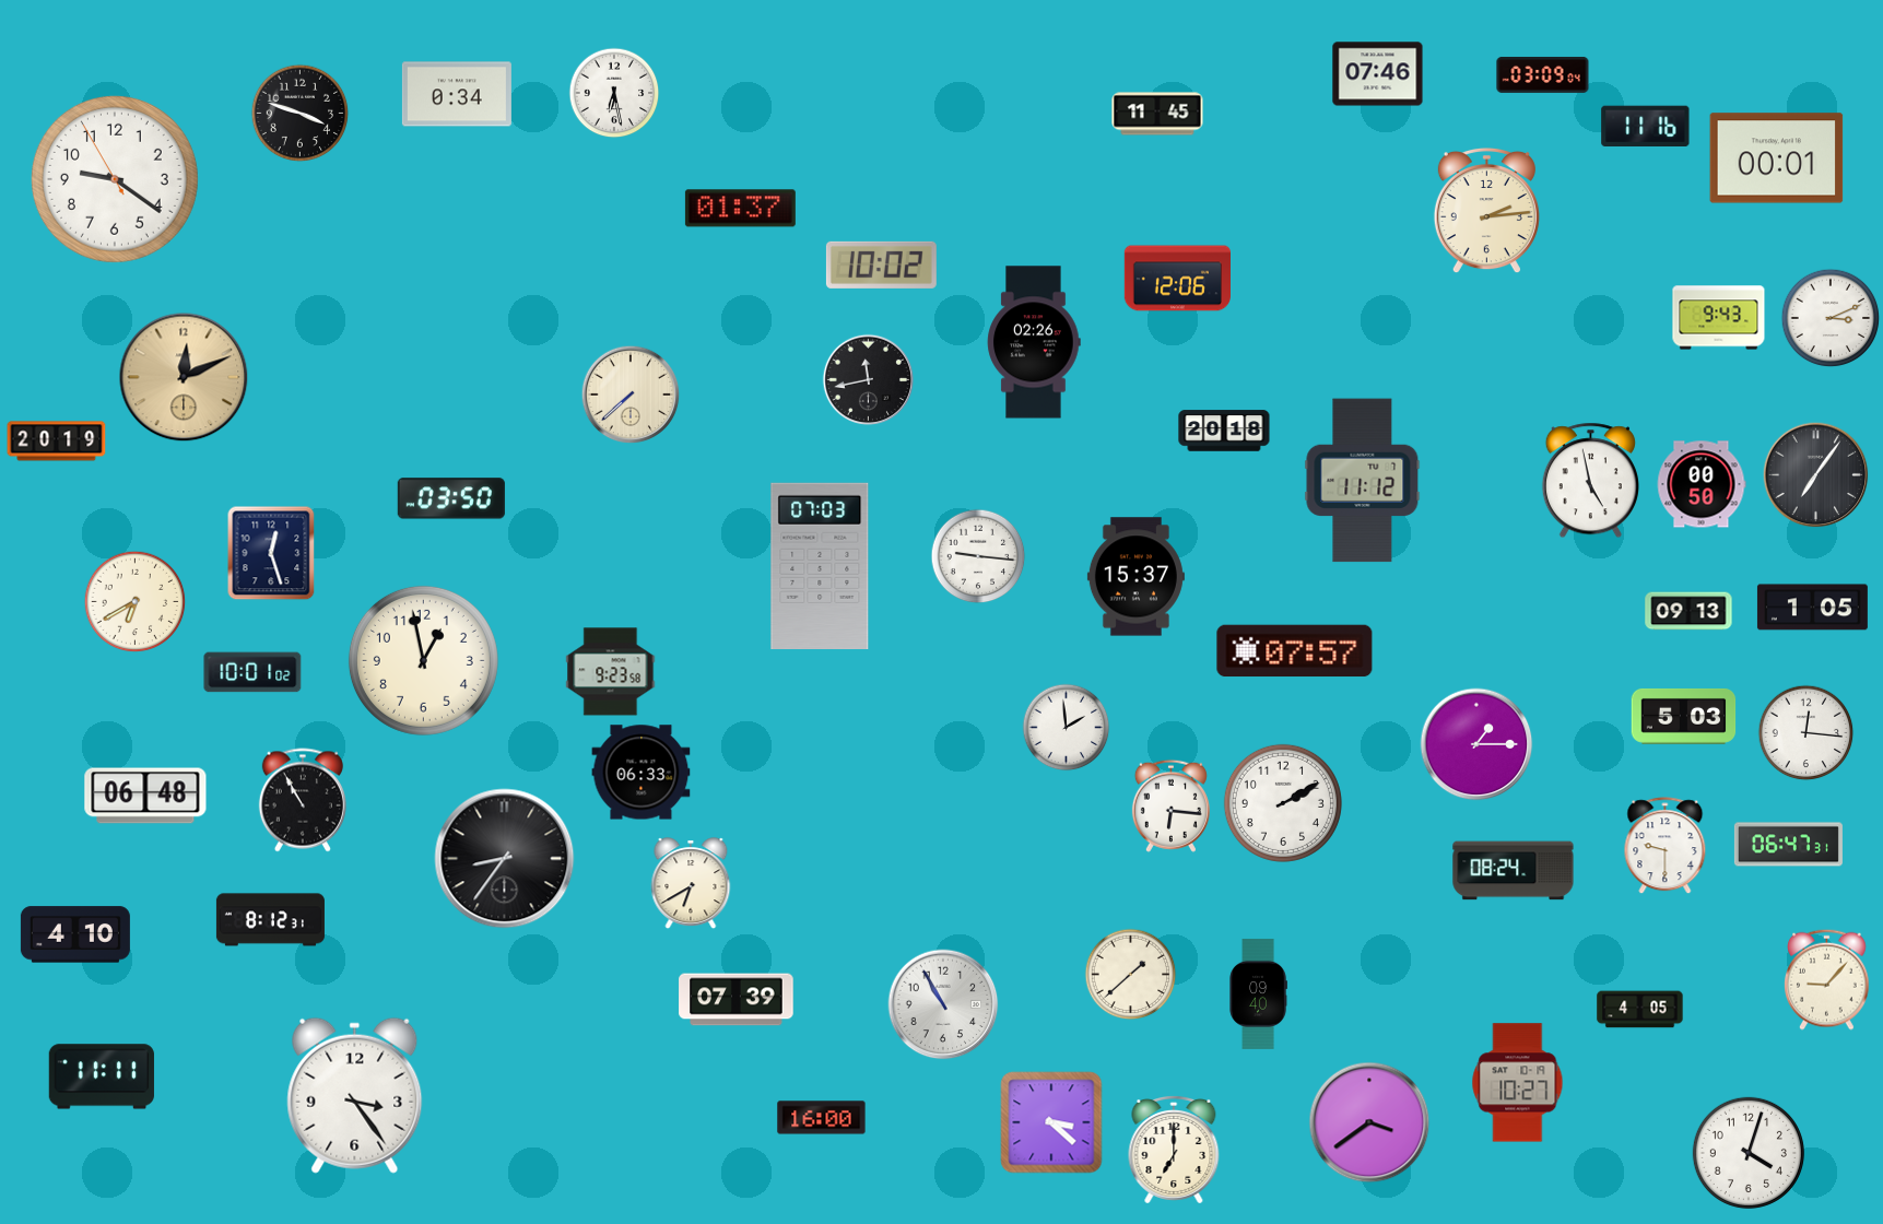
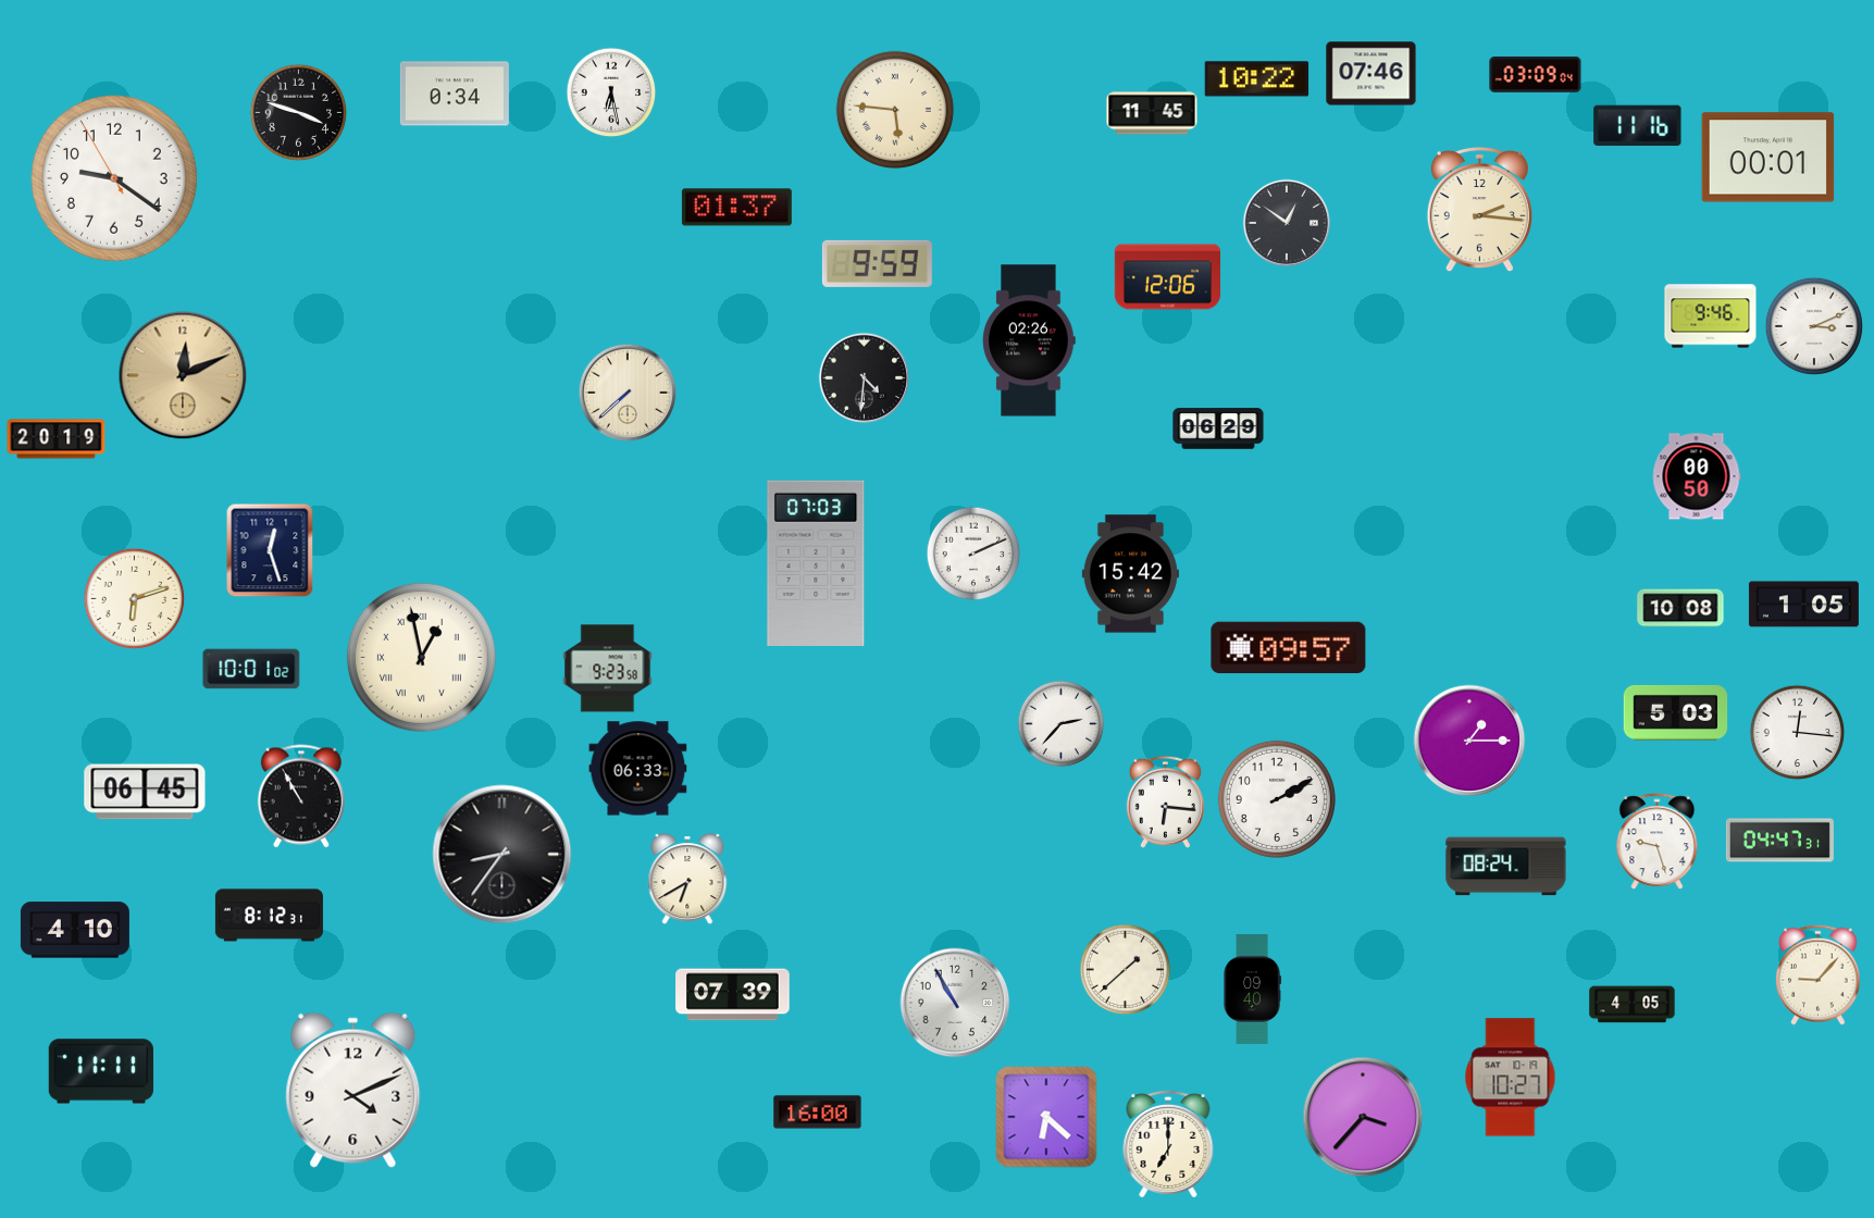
clock at (1257, 79): none -> 10:22
clock at (895, 110): none -> 5:46
clock at (1486, 211): 2:14 -> 2:16
clock at (1286, 222): none -> 12:51
clock at (881, 264): 10:02 -> 9:59
clock at (1177, 279) position: (1177, 279) -> (1167, 277)
clock at (1719, 318): 9:43 -> 9:46
clock at (1831, 318) position: (1831, 318) -> (1814, 326)
clock at (868, 379): 11:43 -> 4:31
clock at (1224, 431): 20:18 -> 06:29
clock at (1816, 475): 7:06 -> none
clock at (1363, 481): 11:12 -> none
clock at (1590, 481): 4:58 -> none
clock at (1702, 484) position: (1702, 484) -> (1697, 476)
clock at (451, 498): 03:50 -> none
clock at (978, 556): 9:16 -> 2:11
clock at (1135, 577): 15:37 -> 15:42
clock at (136, 602): 6:40 -> 6:12
clock at (1688, 611): 09:13 -> 10:08
clock at (1295, 651): 07:57 -> 09:57
clock at (423, 660) numerals: Arabic -> Roman
clock at (1067, 728): 1:59 -> 2:37
clock at (1806, 733) position: (1806, 733) -> (1798, 733)
clock at (145, 796): 06:48 -> 06:45
clock at (1788, 845): 06:47 -> 04:47
clock at (1666, 846): 9:30 -> 9:27
clock at (943, 1004) position: (943, 1004) -> (955, 1003)
clock at (355, 1095): 3:24 -> 4:11
clock at (1051, 1122): 3:22 -> 6:22
clock at (1369, 1122): 3:39 -> 3:37
clock at (1749, 1153): 4:03 -> none
